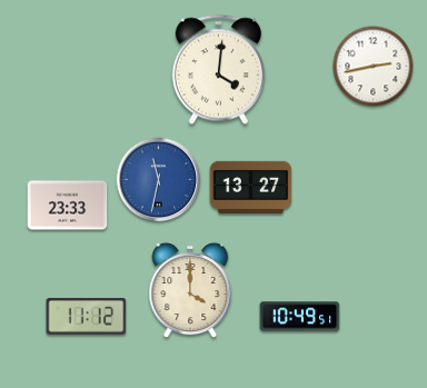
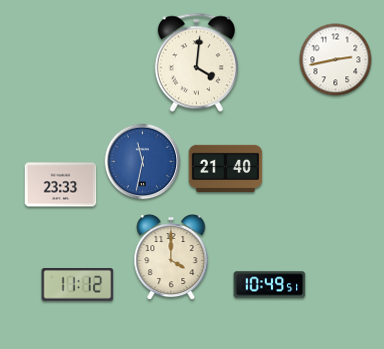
clock at (251, 187): 13:27 -> 21:40
clock at (190, 290) position: (190, 290) -> (171, 257)
